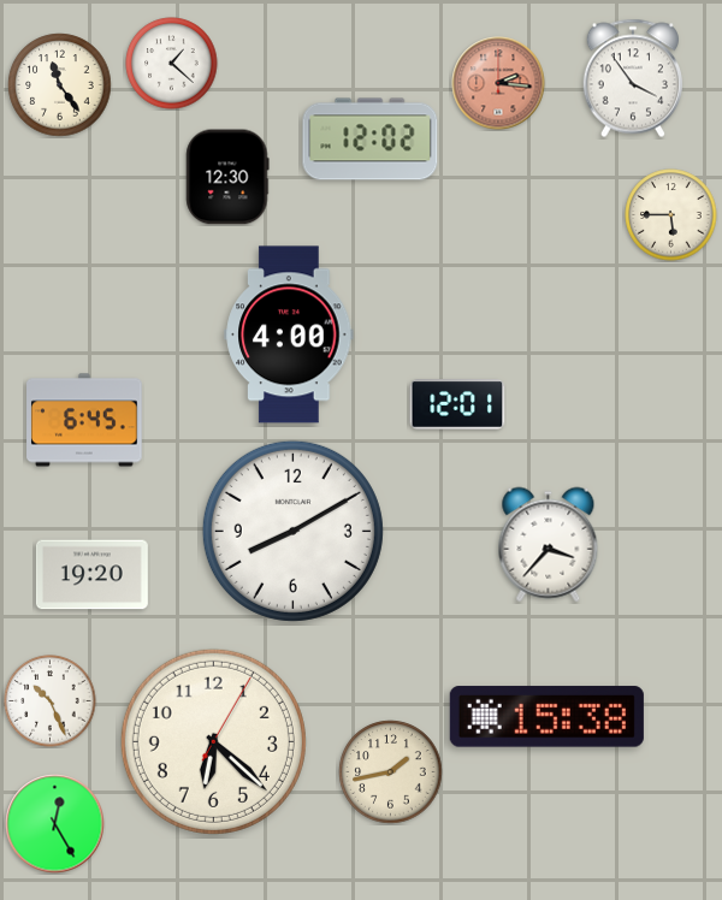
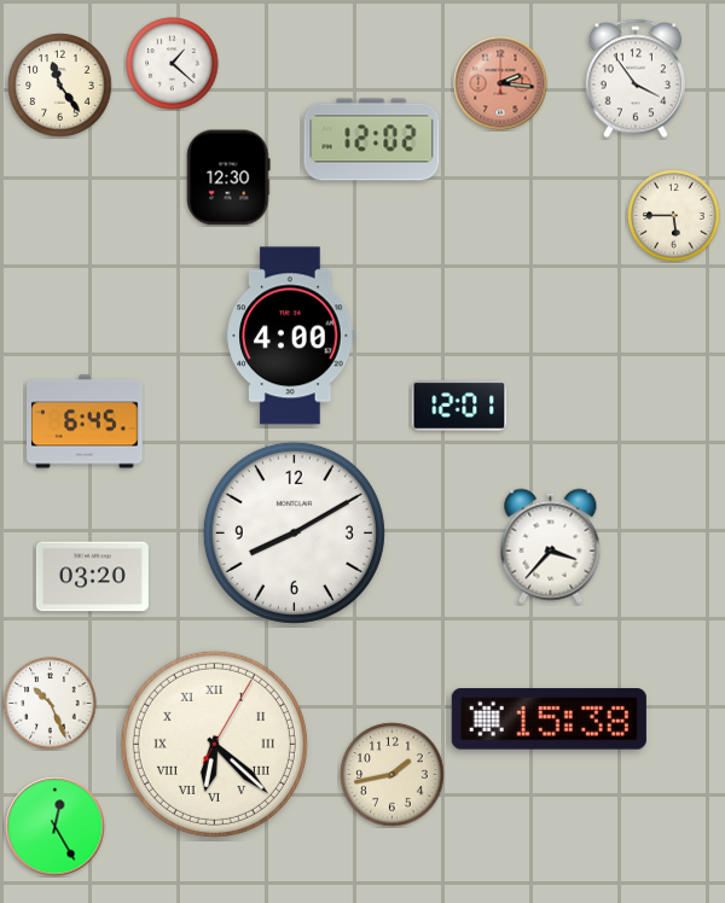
clock at (91, 575): 19:20 -> 03:20
clock at (213, 741) numerals: Arabic -> Roman
